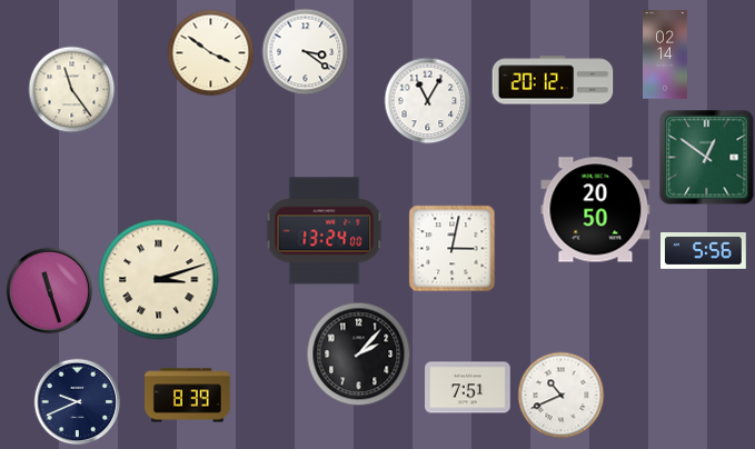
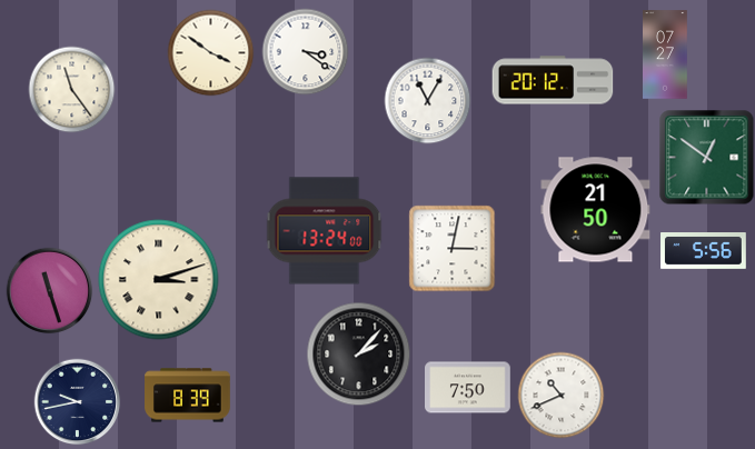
clock at (665, 54): 02:14 -> 07:27
clock at (596, 210): 20:50 -> 21:50
clock at (468, 388): 7:51 -> 7:50
clock at (77, 401): 9:41 -> 9:43
